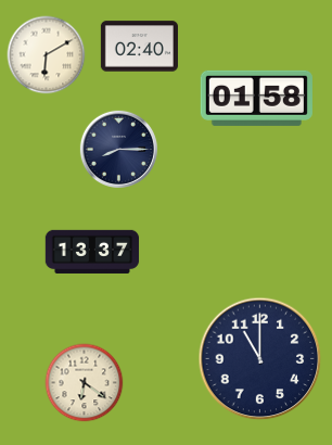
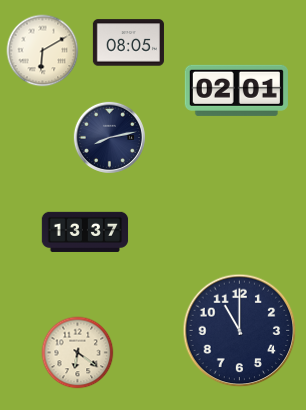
clock at (139, 47): 02:40 -> 08:05
clock at (256, 98): 01:58 -> 02:01
clock at (118, 149): 8:15 -> 8:13
